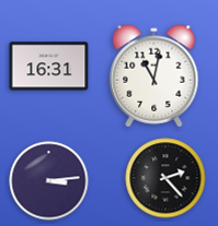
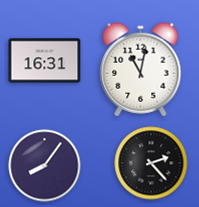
clock at (49, 181): 3:14 -> 8:06
